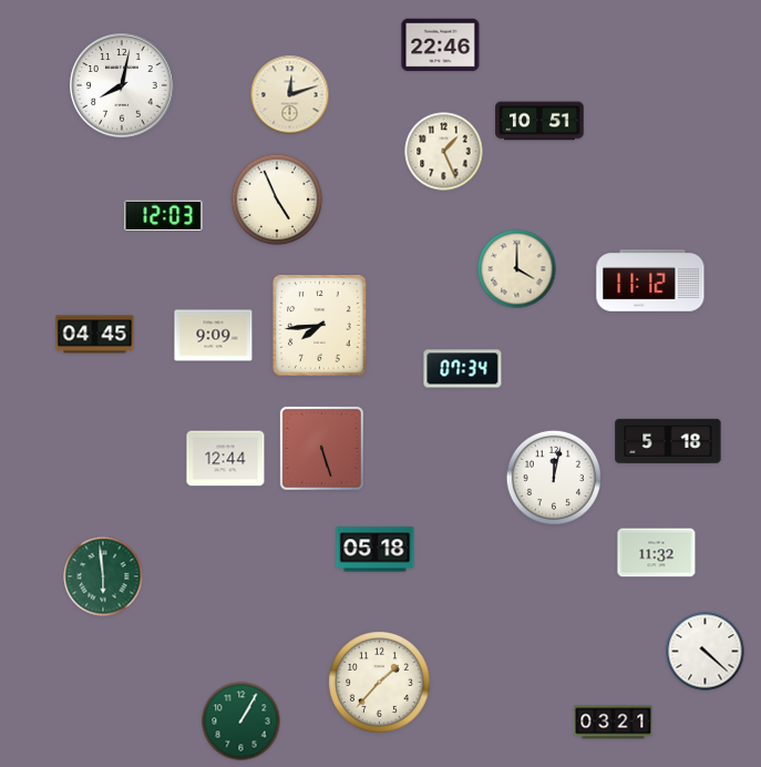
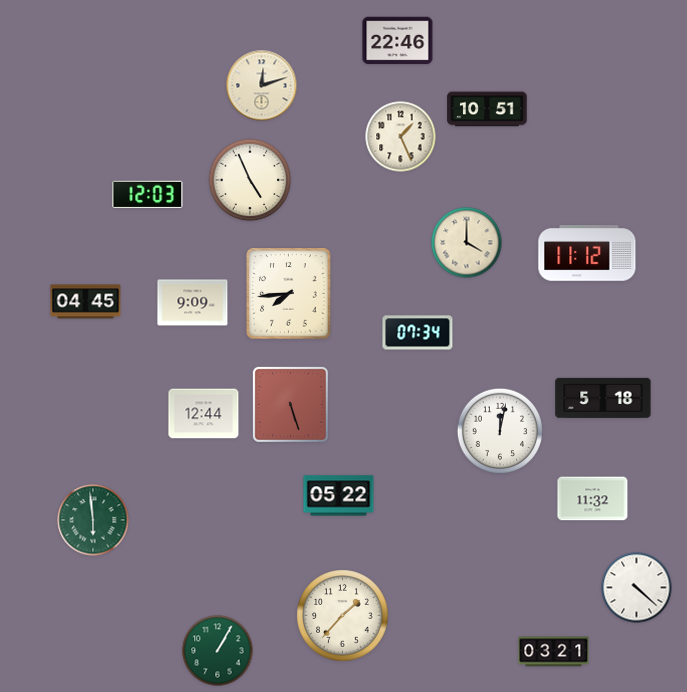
clock at (122, 85): 8:02 -> none
clock at (376, 550): 05:18 -> 05:22
